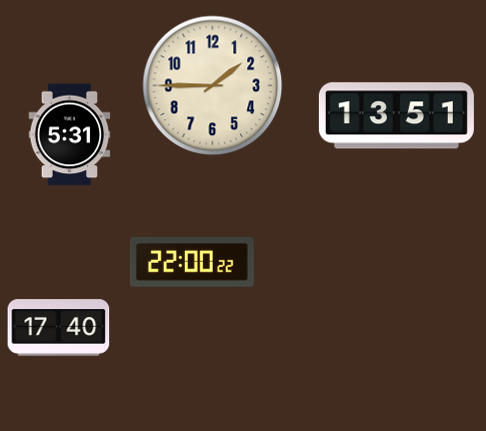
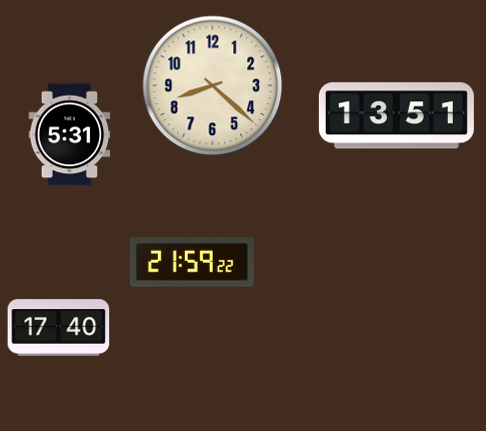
clock at (213, 86): 1:45 -> 8:22
clock at (192, 262): 22:00 -> 21:59
